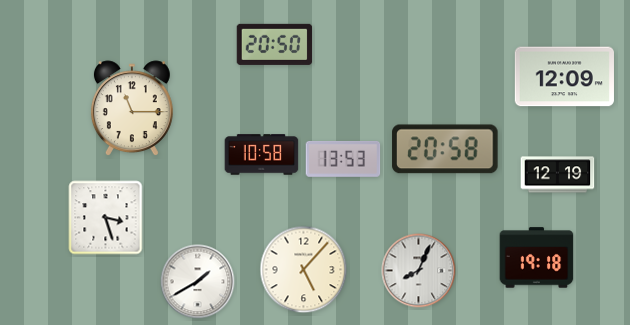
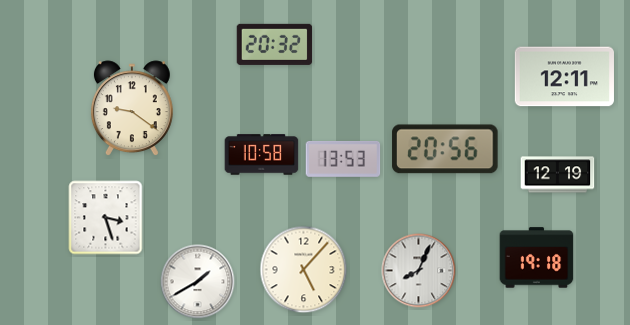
clock at (275, 44): 20:50 -> 20:32
clock at (564, 77): 12:09 -> 12:11
clock at (132, 109): 11:15 -> 9:21
clock at (445, 149): 20:58 -> 20:56
